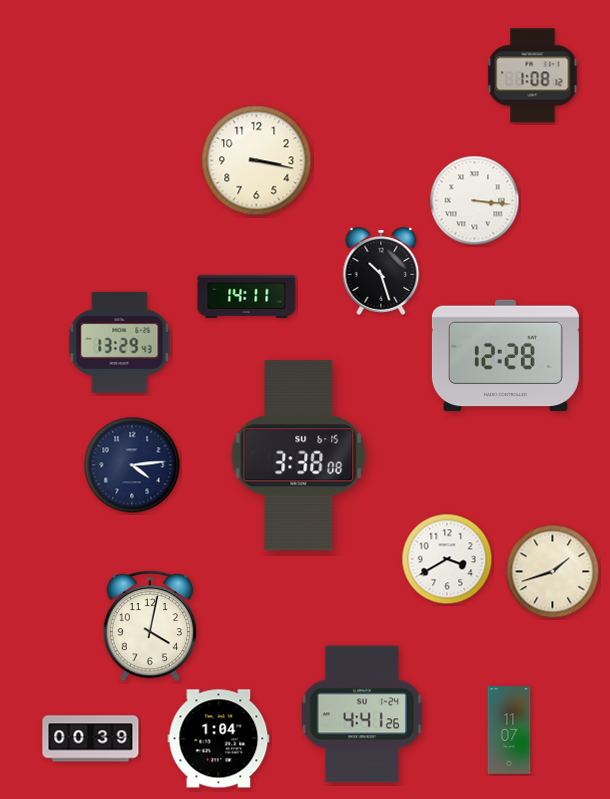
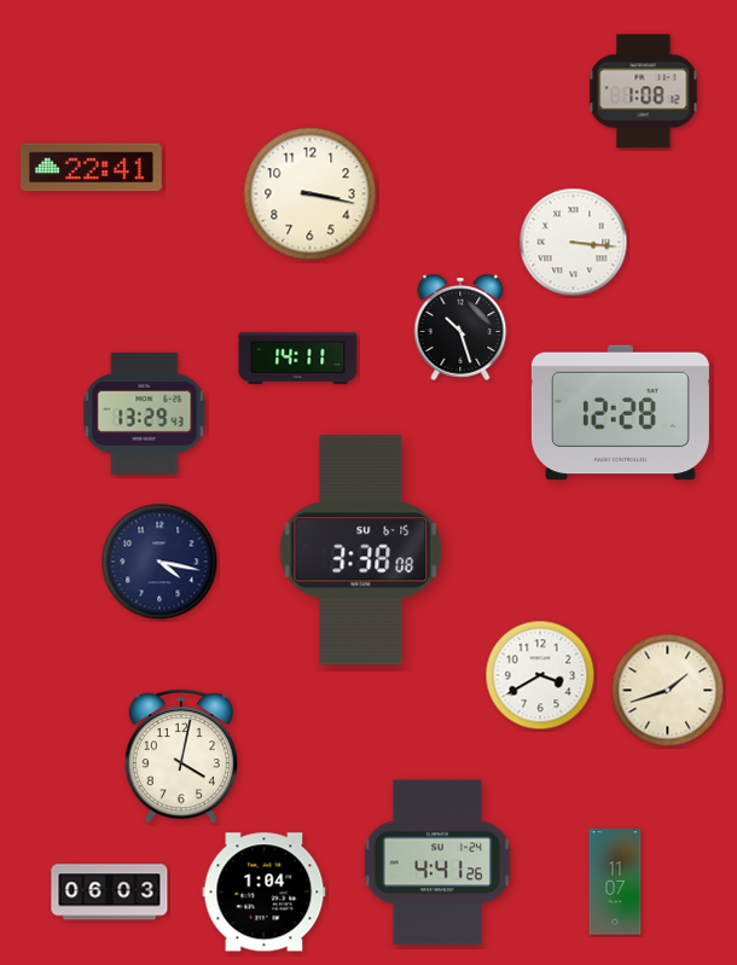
clock at (91, 168): none -> 22:41
clock at (505, 356) position: (505, 356) -> (620, 413)
clock at (132, 465): 4:14 -> 4:17
clock at (91, 739): 00:39 -> 06:03
